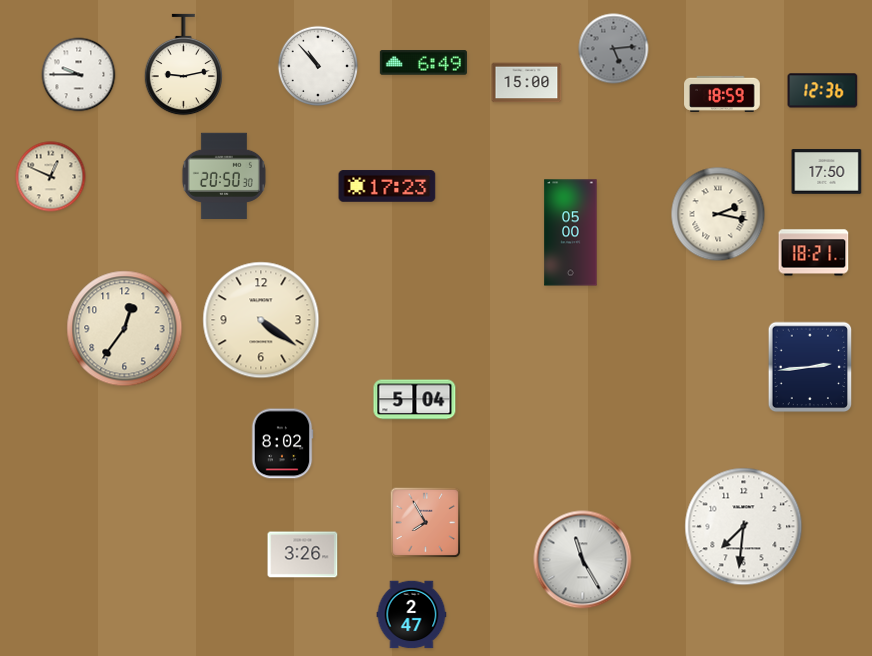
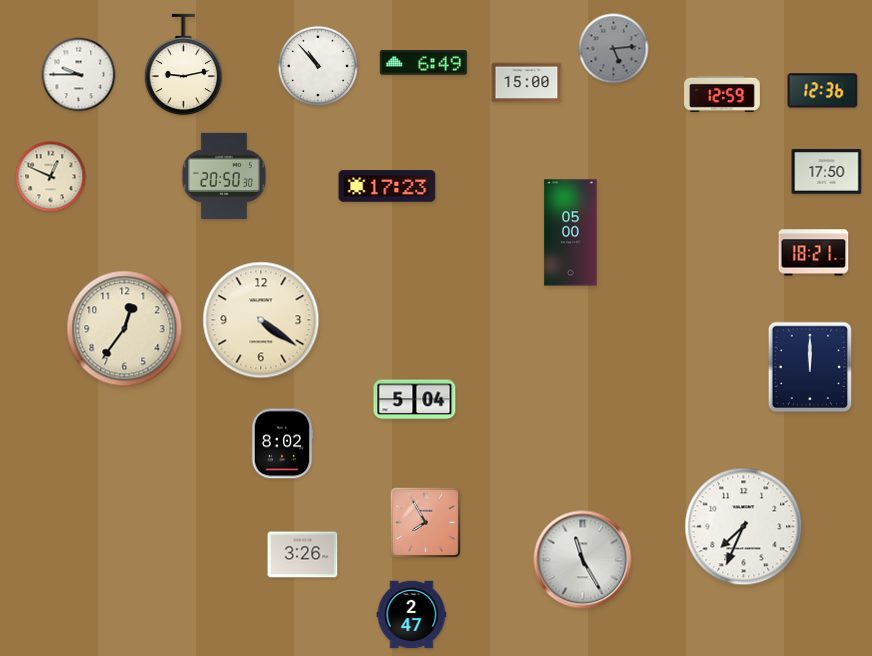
clock at (722, 94): 18:59 -> 12:59
clock at (718, 214): 2:17 -> none
clock at (810, 367): 2:44 -> 12:00
clock at (744, 527): 7:31 -> 7:34
